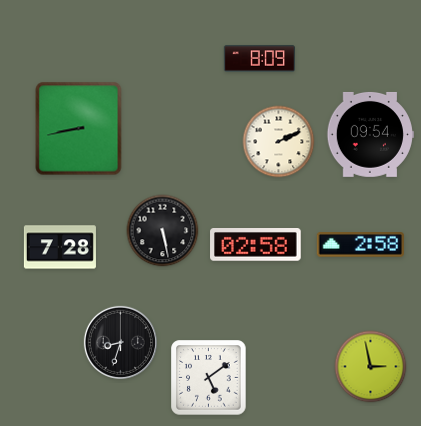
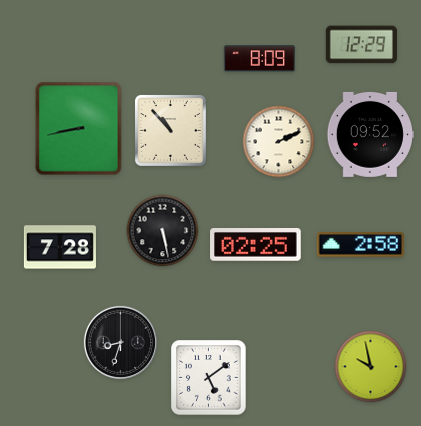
clock at (361, 45): none -> 12:29
clock at (170, 130): none -> 10:53
clock at (370, 134): 09:54 -> 09:52
clock at (256, 245): 02:58 -> 02:25
clock at (371, 367): 2:58 -> 9:58
